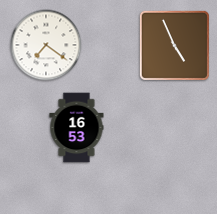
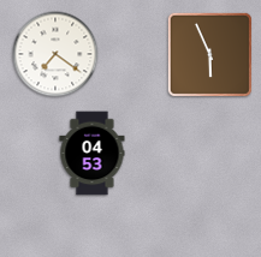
clock at (174, 45): 4:56 -> 5:56
clock at (77, 128): 16:53 -> 04:53
